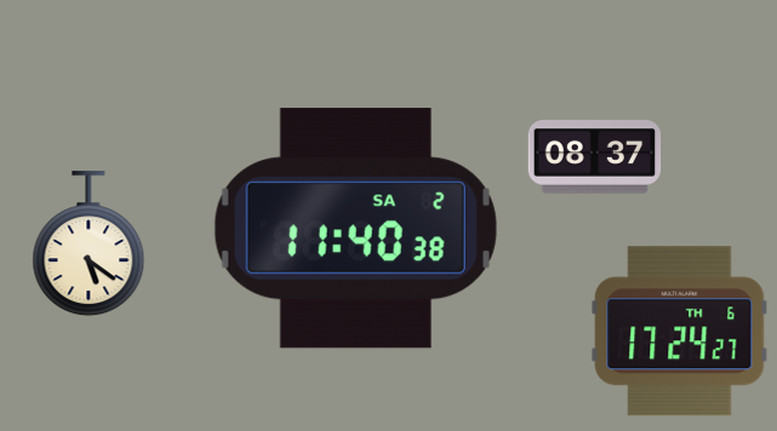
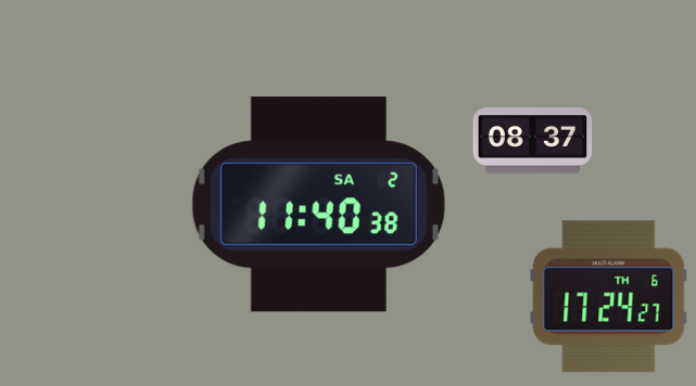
clock at (88, 245): 5:21 -> none
